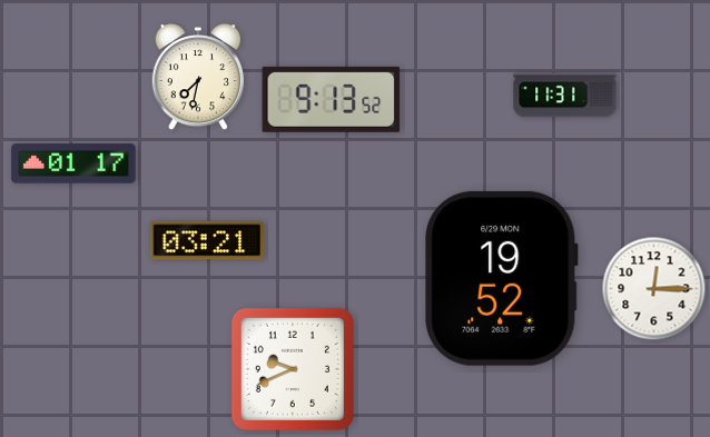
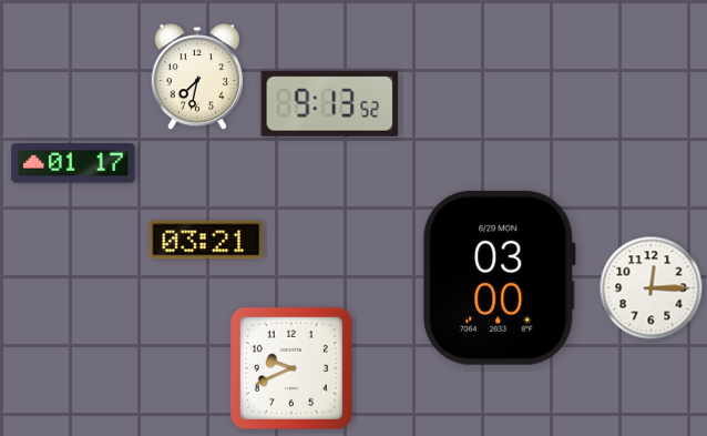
clock at (565, 96): 11:31 -> none
clock at (332, 99) position: (332, 99) -> (330, 103)
clock at (502, 278): 19:52 -> 03:00
